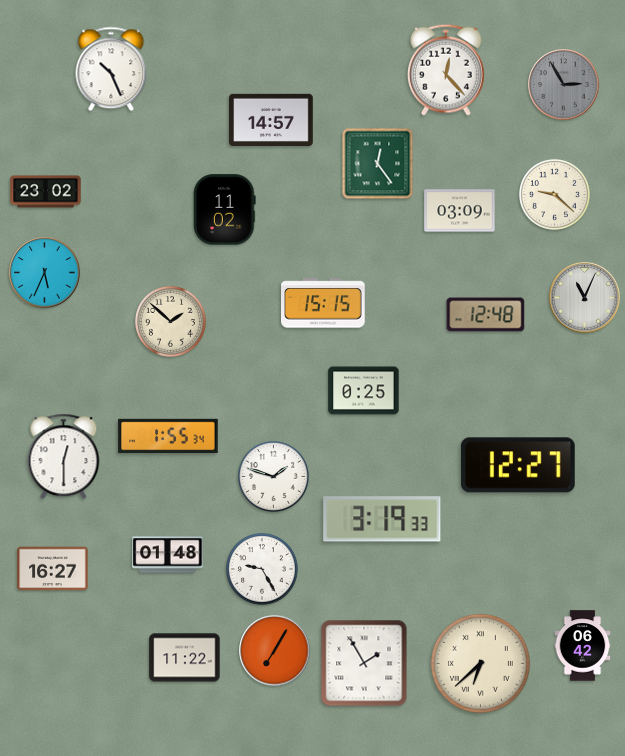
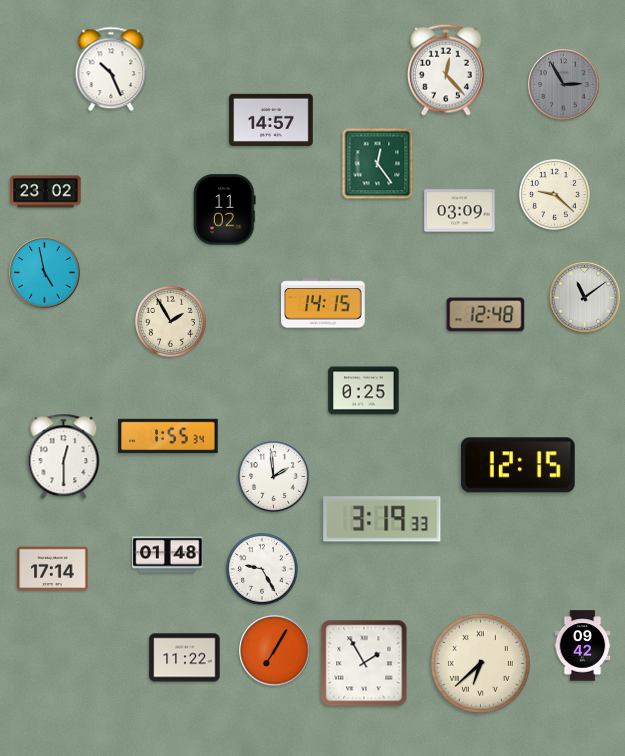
clock at (45, 273): 5:34 -> 4:58
clock at (585, 298): 11:04 -> 11:09
clock at (324, 303): 15:15 -> 14:15
clock at (170, 321): 1:52 -> 1:55
clock at (518, 465): 12:27 -> 12:15
clock at (273, 476): 1:48 -> 1:59
clock at (53, 569): 16:27 -> 17:14
clock at (583, 646): 06:42 -> 09:42
